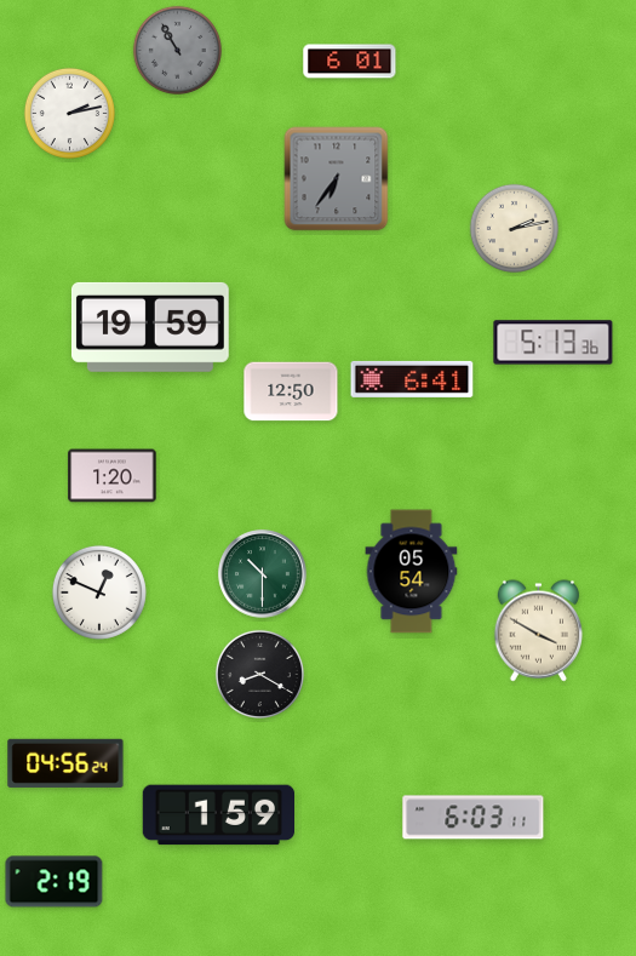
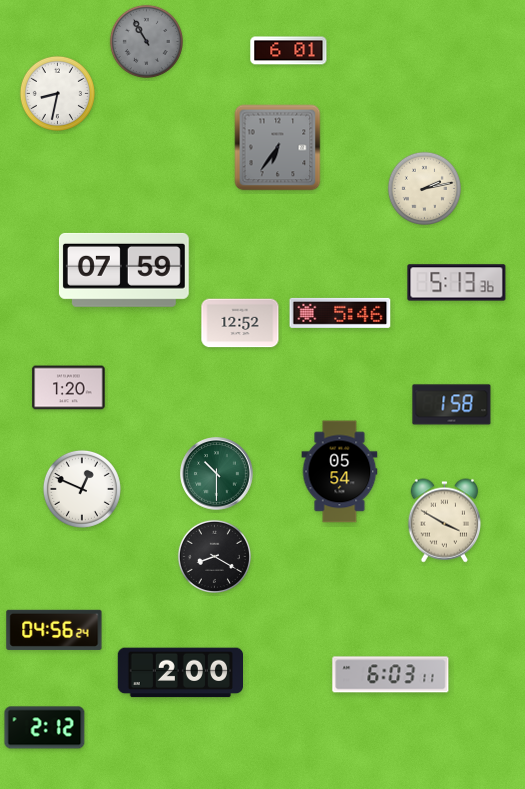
clock at (69, 113): 2:13 -> 8:32
clock at (150, 327): 19:59 -> 07:59
clock at (412, 379): 6:41 -> 5:46
clock at (291, 391): 12:50 -> 12:52
clock at (113, 476) position: (113, 476) -> (69, 388)
clock at (452, 405): none -> 1:58
clock at (218, 815): 1:59 -> 2:00
clock at (55, 882): 2:19 -> 2:12
